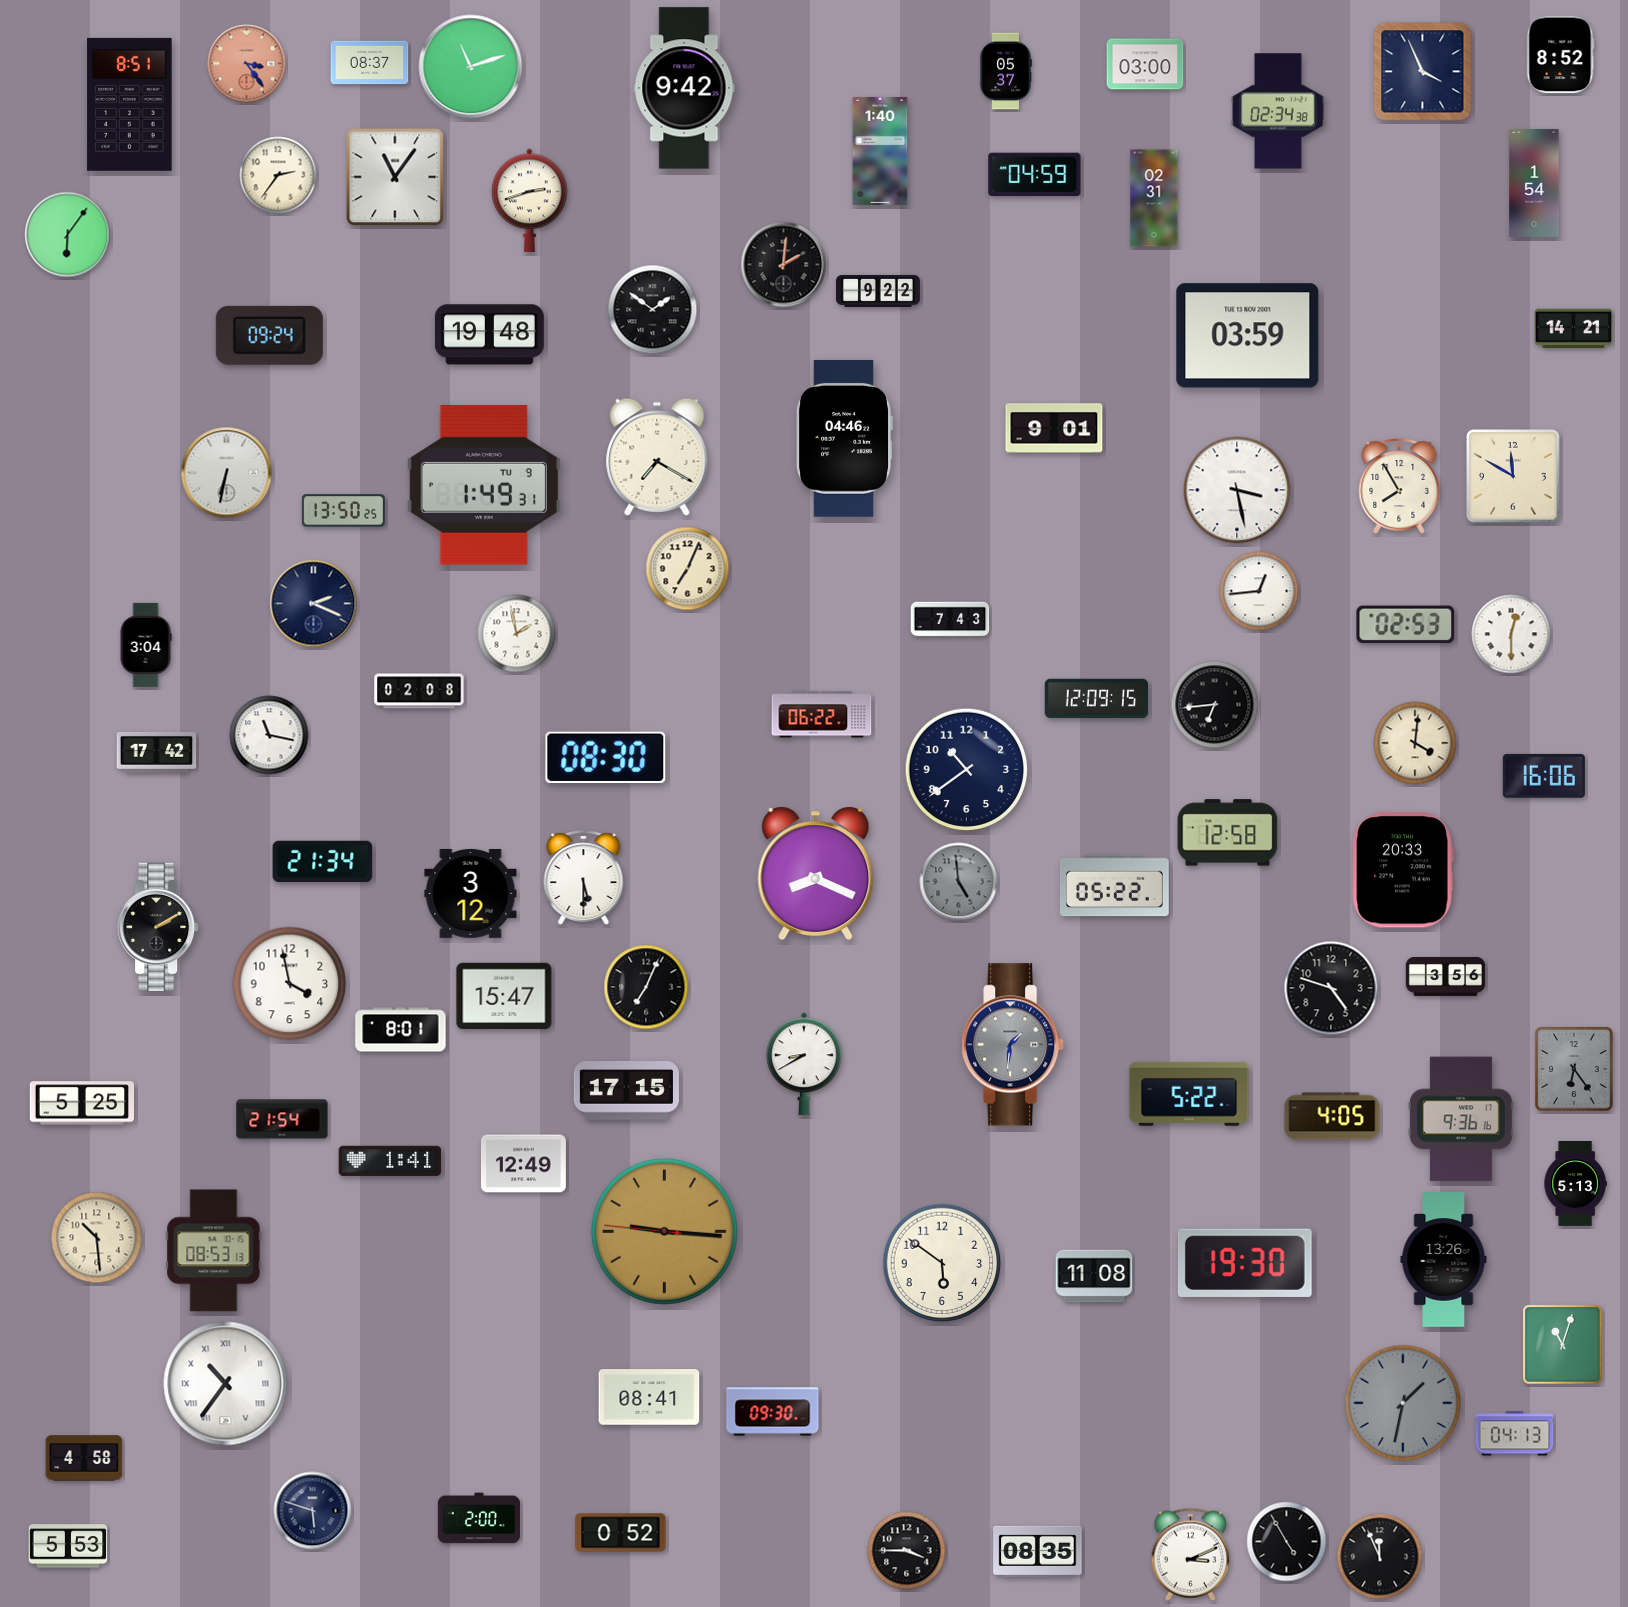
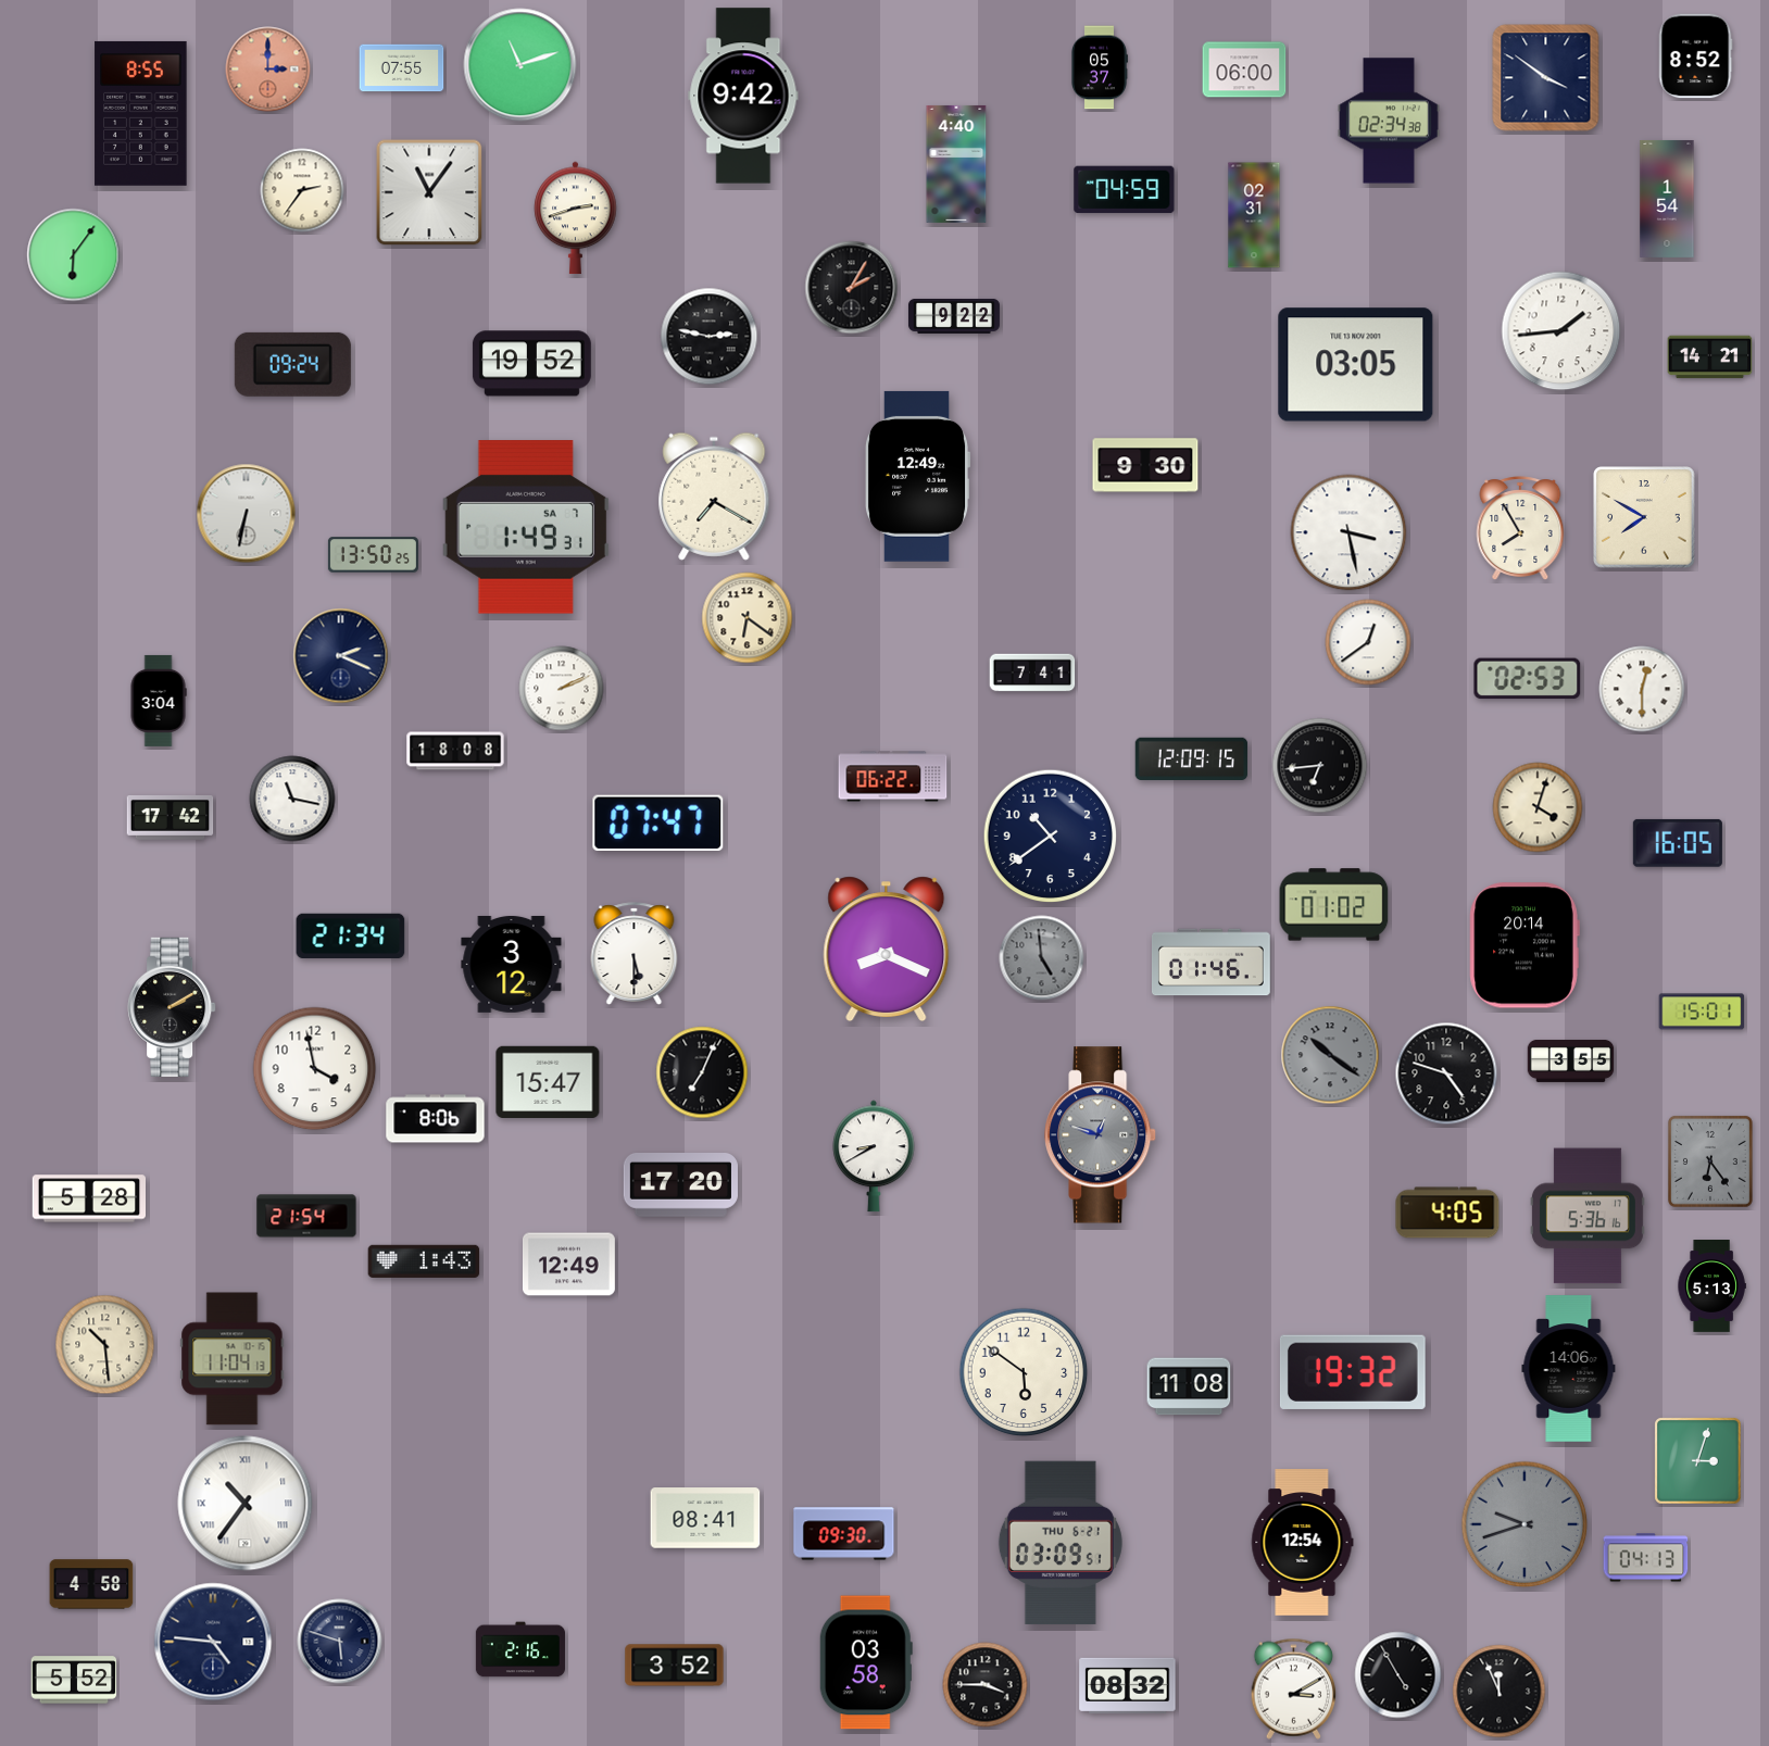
clock at (1560, 55) position: (1560, 55) -> (1695, 56)
clock at (370, 63): 08:37 -> 07:55
clock at (247, 64): 3:24 -> 3:00
clock at (1145, 64): 03:00 -> 06:00
clock at (471, 67) position: (471, 67) -> (520, 65)
clock at (1006, 71) position: (1006, 71) -> (1100, 67)
clock at (1423, 72): 3:56 -> 3:51
clock at (130, 104): 8:51 -> 8:55
clock at (880, 151): 1:40 -> 4:40
clock at (784, 265): 2:01 -> 2:05
clock at (1561, 331): none -> 1:44
clock at (653, 310): 1:51 -> 2:47
clock at (489, 335): 19:48 -> 19:52
clock at (1248, 336): 03:59 -> 03:05
clock at (1054, 428): 9:01 -> 9:30
clock at (844, 438): 04:46 -> 12:49
clock at (1513, 476): 11:50 -> 7:50
clock at (484, 485) date: TU 9 -> SA 7
clock at (1237, 490) position: (1237, 490) -> (1348, 532)
clock at (688, 569): 7:04 -> 6:21
clock at (1259, 591): 12:44 -> 12:39
clock at (950, 619): 7:43 -> 7:41
clock at (517, 634): 1:58 -> 2:11
clock at (419, 691): 02:08 -> 18:08
clock at (1415, 743): 4:01 -> 4:03
clock at (606, 757): 08:30 -> 07:47
clock at (1544, 776): 16:06 -> 16:05
clock at (1228, 833): 12:58 -> 01:02
clock at (1403, 870): 20:33 -> 20:14
clock at (1114, 886): 05:22 -> 01:46
clock at (471, 893) position: (471, 893) -> (512, 964)
clock at (1702, 1012): none -> 15:01
clock at (1330, 1055): none -> 10:21
clock at (1446, 976): 3:56 -> 3:55
clock at (401, 1030): 8:01 -> 8:06
clock at (1013, 1045): 1:31 -> 12:48
clock at (626, 1091): 17:15 -> 17:20
clock at (1189, 1094): 5:22 -> none
clock at (81, 1103): 5:25 -> 5:28
clock at (1461, 1119): 9:36 -> 5:36
clock at (390, 1161): 1:41 -> 1:43
clock at (664, 1231): 9:15 -> none
clock at (214, 1251): 08:53 -> 11:04
clock at (1444, 1260): 13:26 -> 14:06
clock at (1245, 1263): 19:30 -> 19:32
clock at (1563, 1345): 11:03 -> 3:03
clock at (1403, 1403): 1:32 -> 9:42
clock at (773, 1412) position: (773, 1412) -> (844, 1534)
clock at (1061, 1542): none -> 03:09
clock at (1302, 1543): none -> 12:54
clock at (213, 1642): none -> 4:46
clock at (479, 1518): 2:00 -> 2:16
clock at (866, 1662): none -> 03:58
clock at (621, 1533): 0:52 -> 3:52
clock at (68, 1546): 5:53 -> 5:52
clock at (1038, 1551): 08:35 -> 08:32
clock at (1191, 1554): 3:11 -> 3:10
